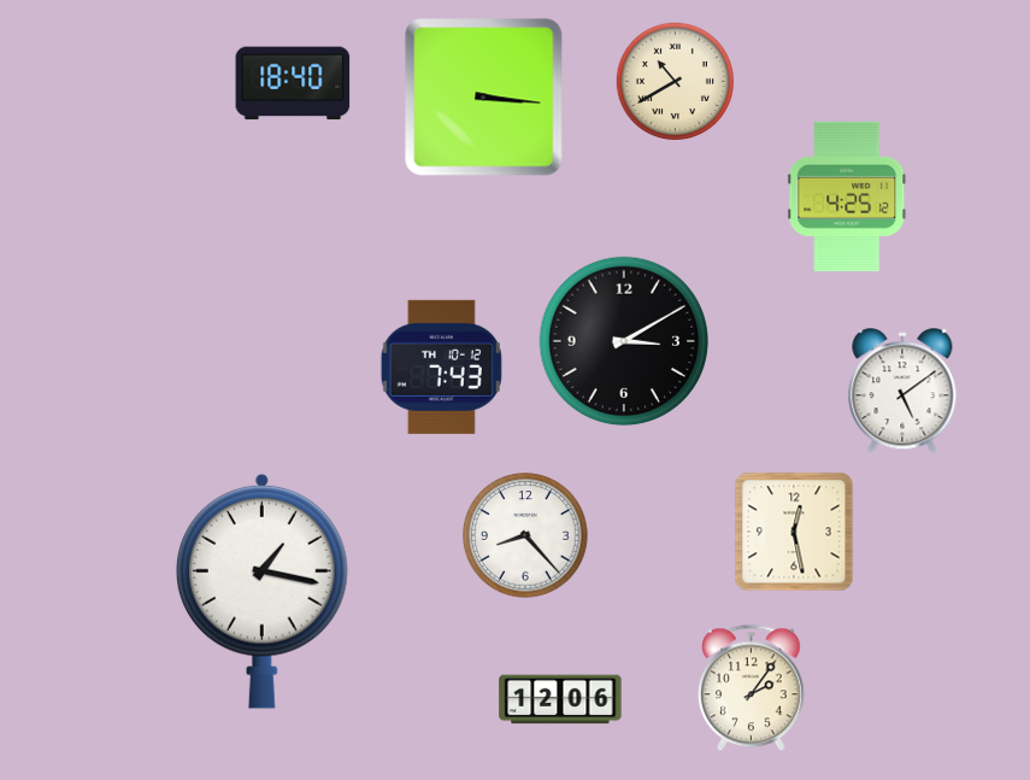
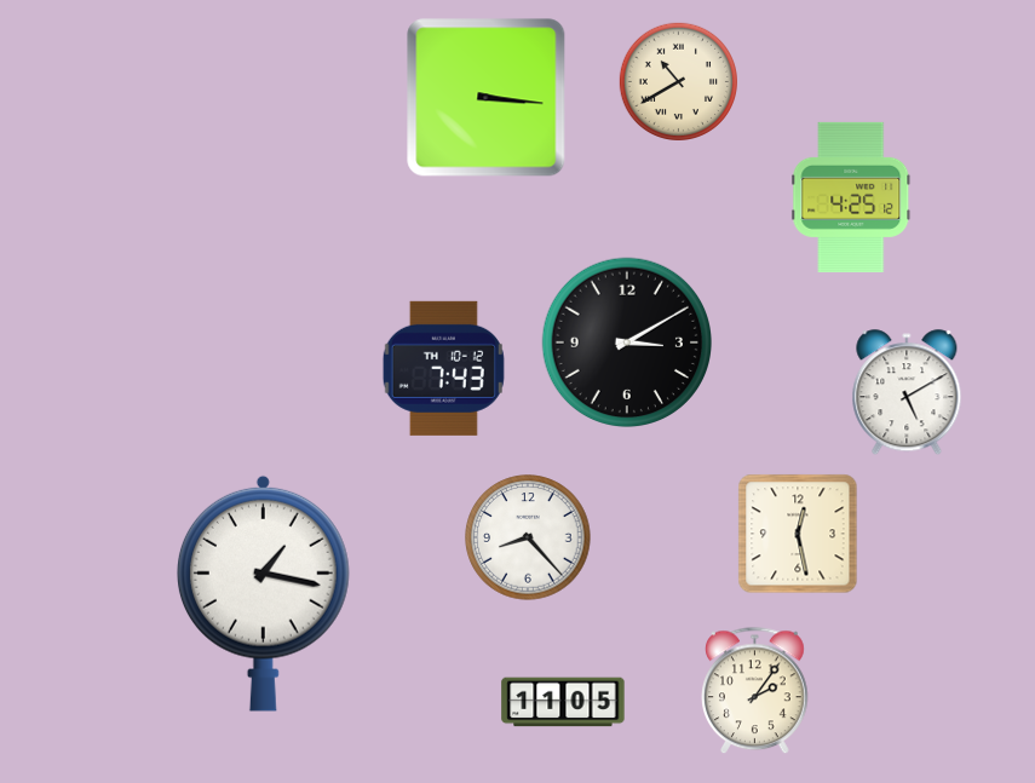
clock at (293, 83): 18:40 -> none
clock at (902, 392): 5:09 -> 5:10
clock at (560, 699): 12:06 -> 11:05
